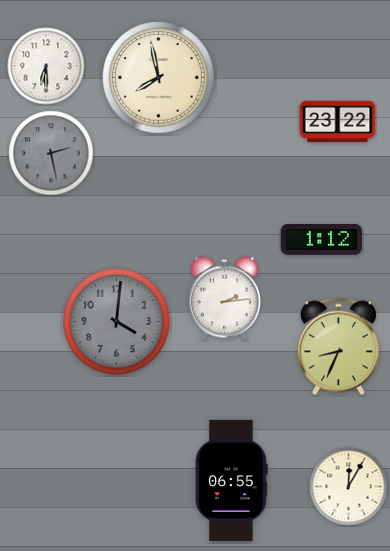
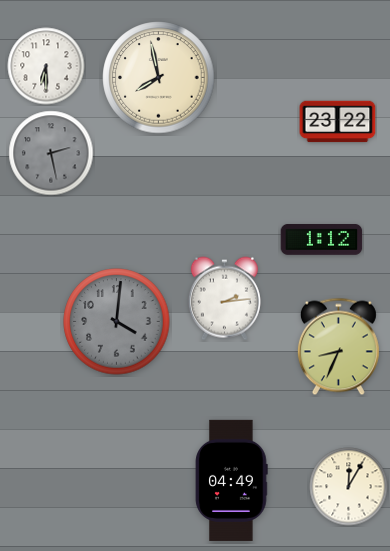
clock at (231, 480): 06:55 -> 04:49
